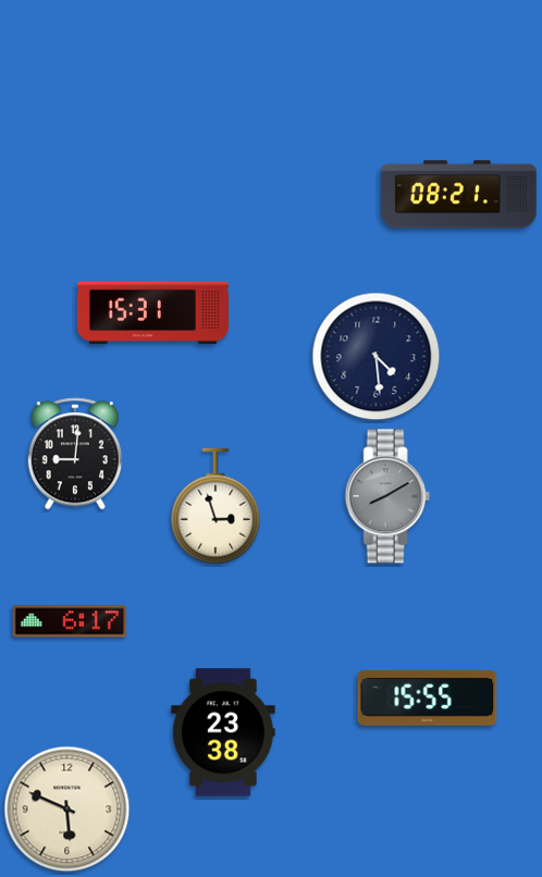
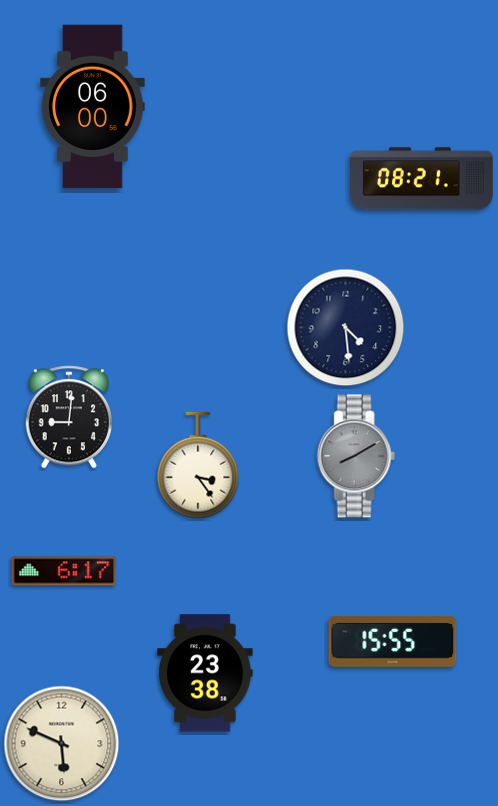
clock at (93, 107): none -> 06:00
clock at (152, 313): 15:31 -> none
clock at (215, 506): 2:57 -> 3:24
